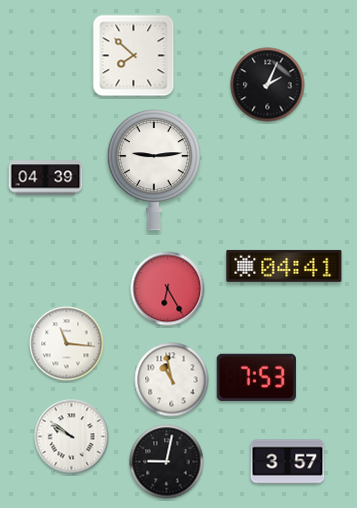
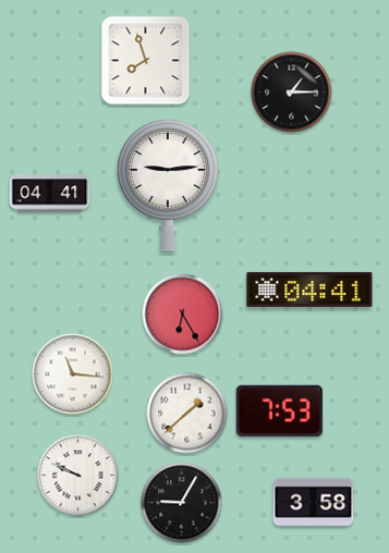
clock at (134, 56): 7:52 -> 7:57
clock at (268, 85): 2:04 -> 1:15
clock at (46, 178): 04:39 -> 04:41
clock at (172, 380): 10:58 -> 1:38
clock at (72, 437): 9:51 -> 9:49
clock at (167, 462): 9:02 -> 9:05
clock at (288, 462): 3:57 -> 3:58
